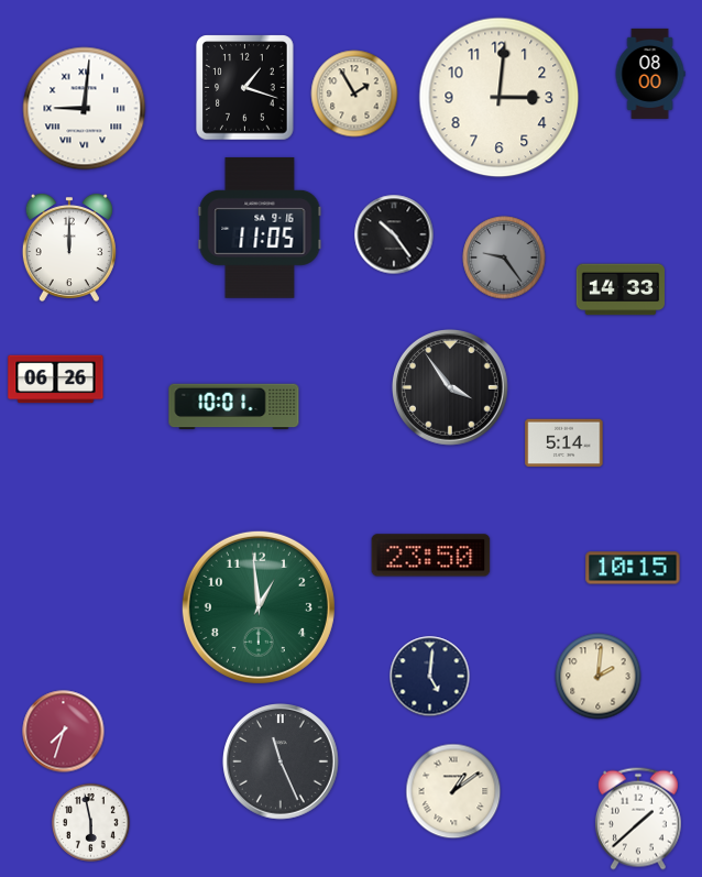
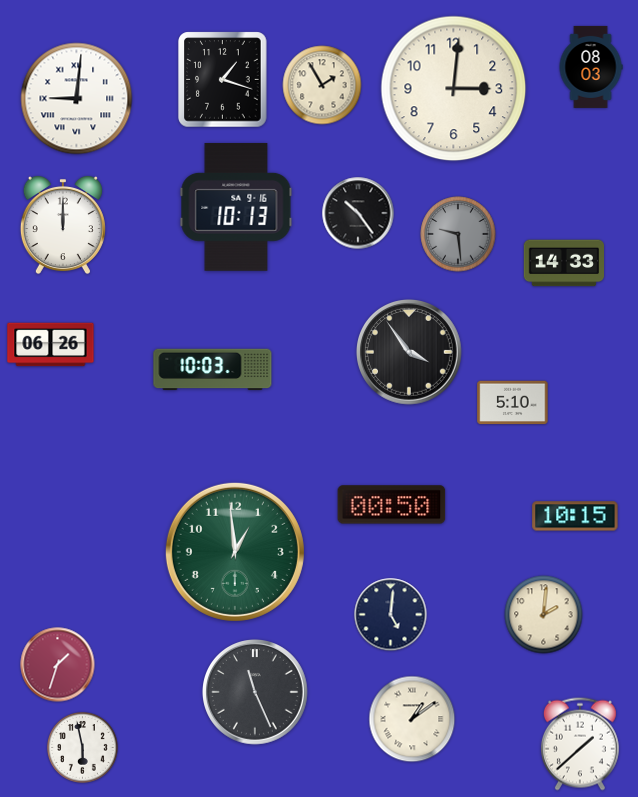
clock at (650, 74): 08:00 -> 08:03
clock at (260, 228): 11:05 -> 10:13
clock at (504, 257): 9:24 -> 9:29
clock at (234, 407): 10:01 -> 10:03
clock at (564, 443): 5:14 -> 5:10
clock at (431, 556): 23:50 -> 00:50
clock at (64, 732): 7:33 -> 1:33
